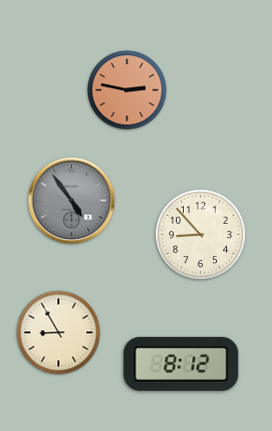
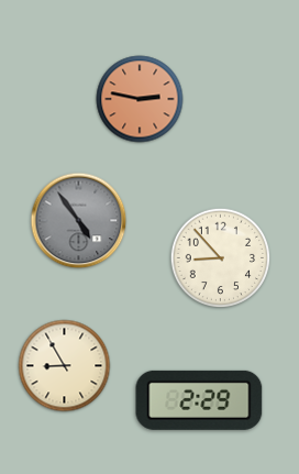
clock at (181, 364): 8:12 -> 2:29
